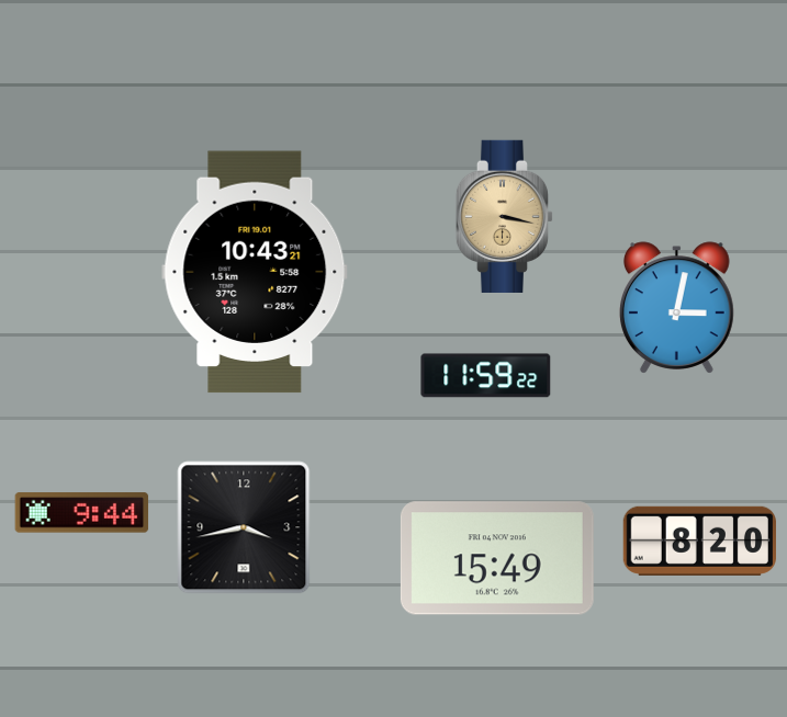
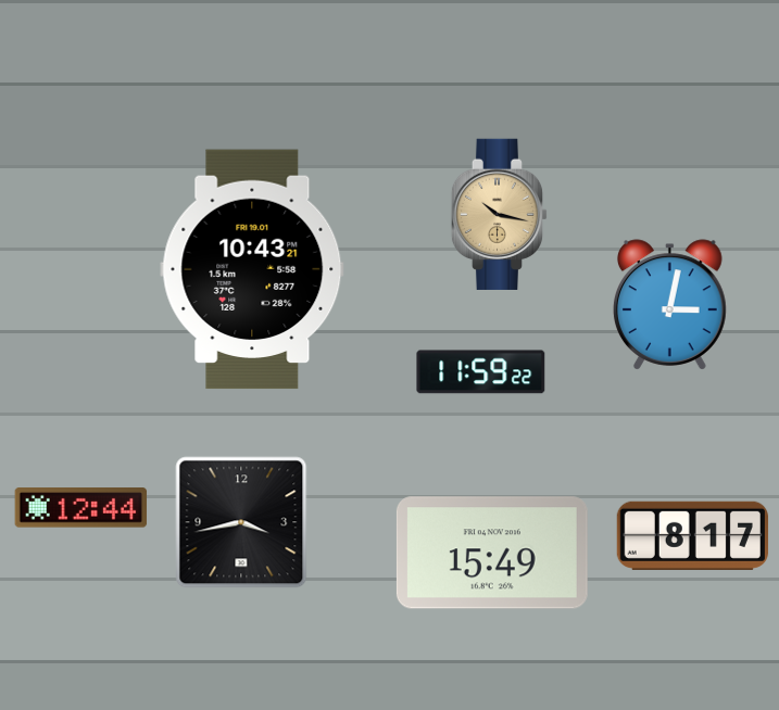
clock at (505, 216): 3:17 -> 10:17
clock at (82, 513): 9:44 -> 12:44
clock at (699, 540): 8:20 -> 8:17
